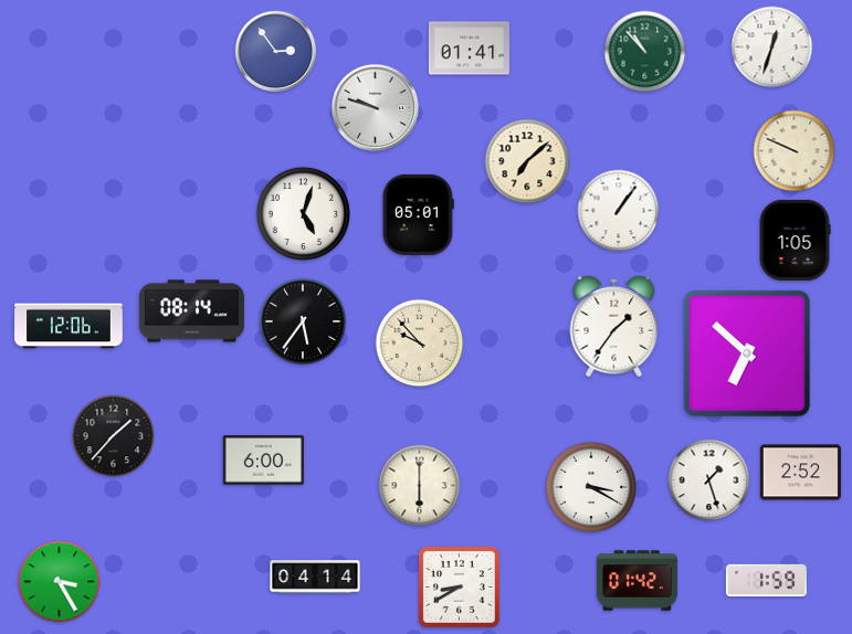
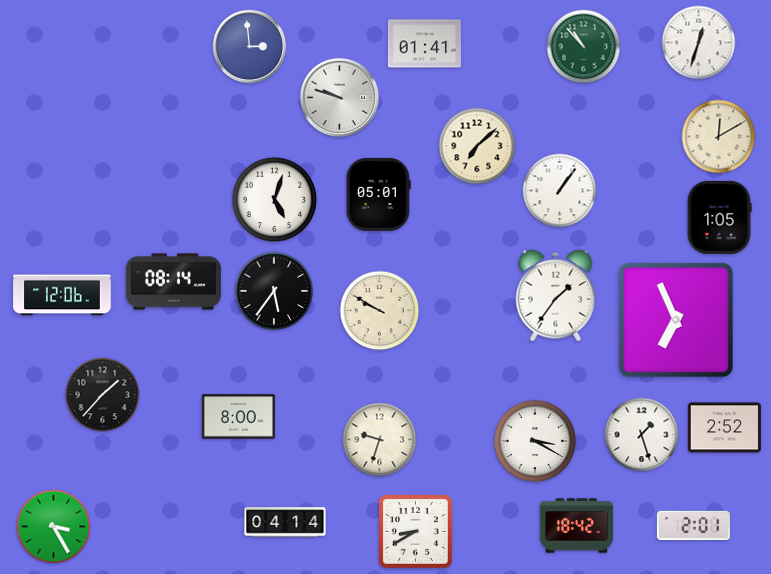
clock at (276, 52): 2:54 -> 2:59
clock at (795, 151): 9:49 -> 12:10
clock at (304, 214) position: (304, 214) -> (275, 200)
clock at (420, 344): 9:53 -> 9:50
clock at (747, 353): 6:52 -> 6:56
clock at (263, 461): 6:00 -> 8:00
clock at (420, 486): 6:00 -> 9:33
clock at (637, 581): 01:42 -> 18:42
clock at (766, 581): 1:59 -> 2:01
